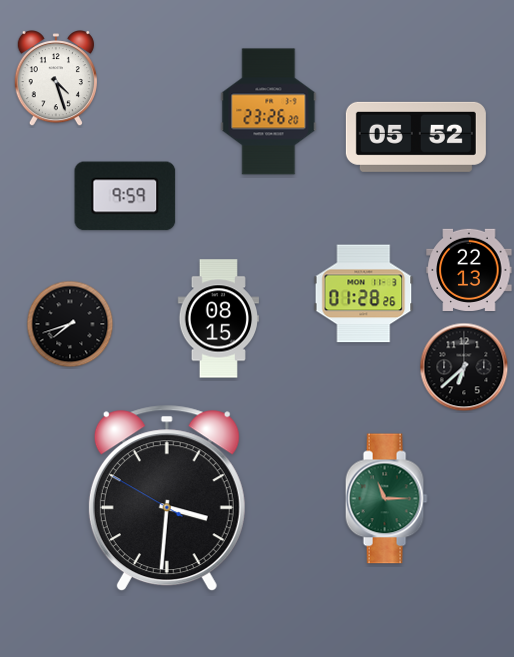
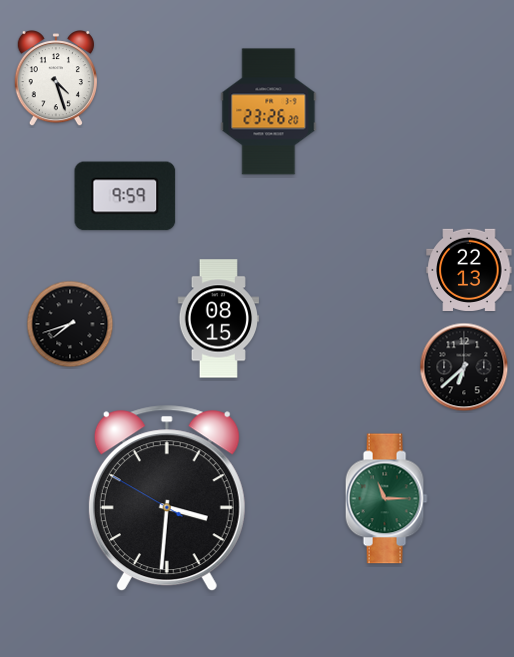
clock at (416, 137): 05:52 -> none
clock at (364, 294): 01:28 -> none
